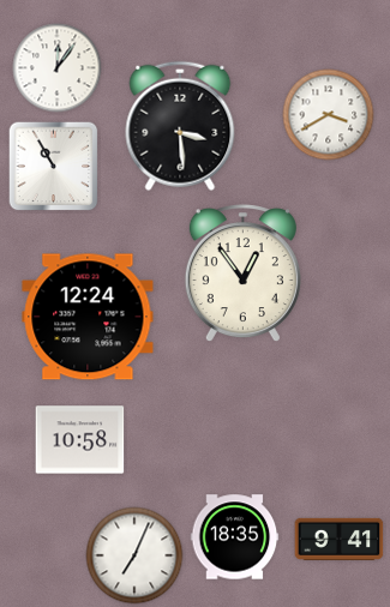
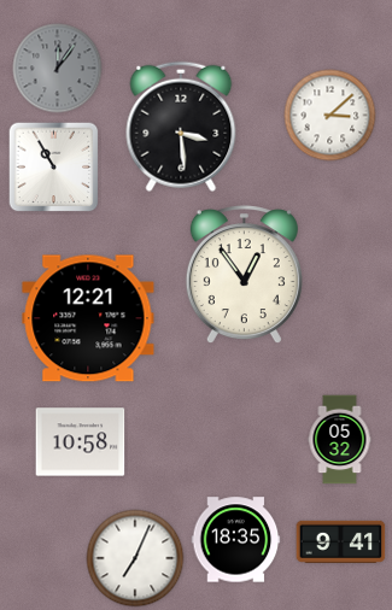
clock at (58, 68) dial: white -> grey
clock at (329, 115): 3:40 -> 3:08
clock at (88, 317): 12:24 -> 12:21
clock at (340, 440): none -> 05:32
